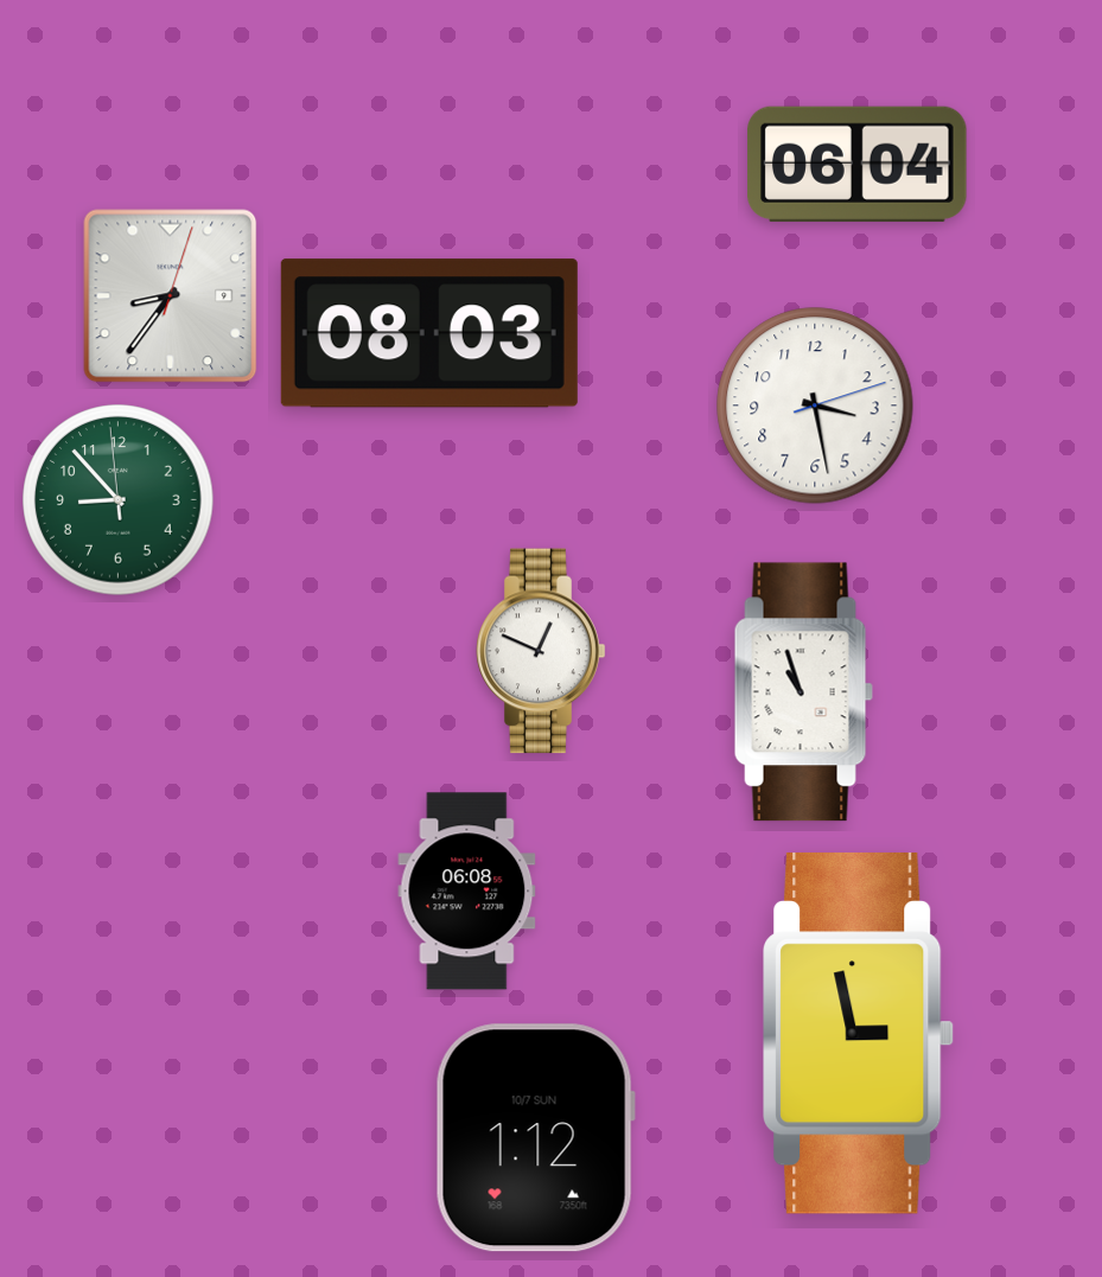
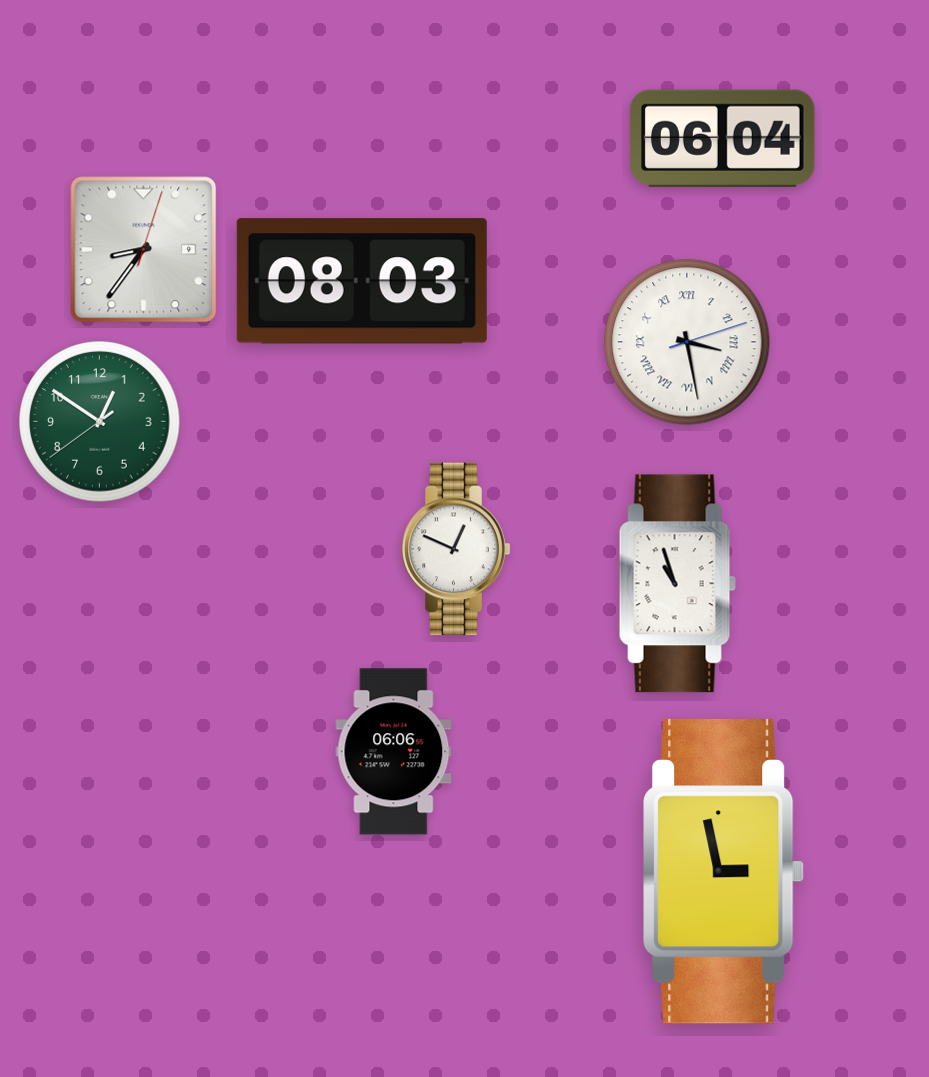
clock at (815, 406) numerals: Arabic -> Roman
clock at (119, 500): 8:52 -> 12:50
clock at (467, 892): 06:08 -> 06:06
clock at (535, 1138): 1:12 -> none
